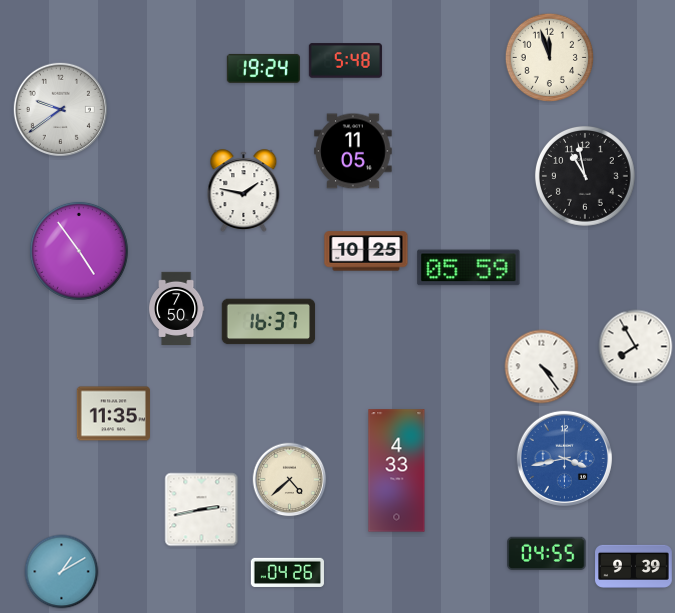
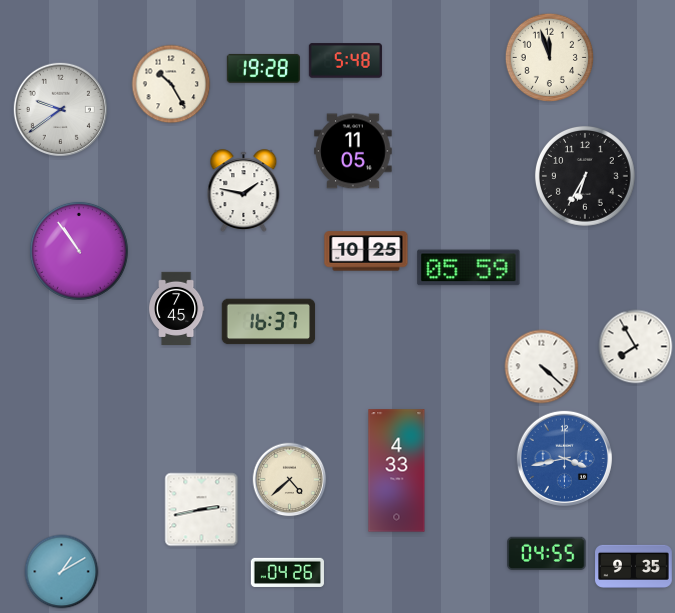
clock at (263, 68): 19:24 -> 19:28
clock at (171, 84): none -> 10:25
clock at (585, 176): 10:58 -> 6:35
clock at (79, 251): 4:54 -> 10:54
clock at (177, 308): 7:50 -> 7:45
clock at (542, 367): 4:24 -> 4:22
clock at (113, 414): 11:35 -> none
clock at (634, 566): 9:39 -> 9:35
